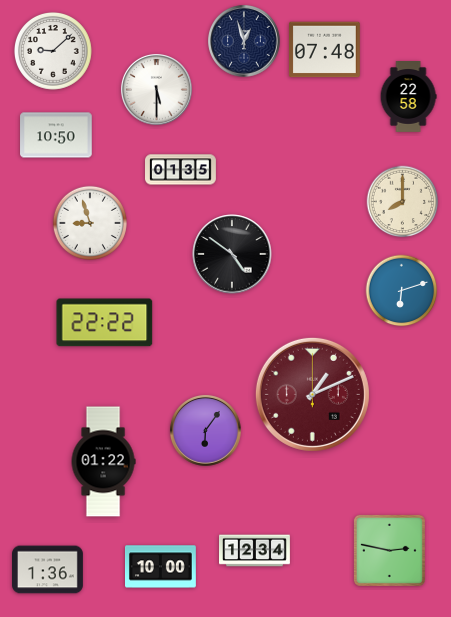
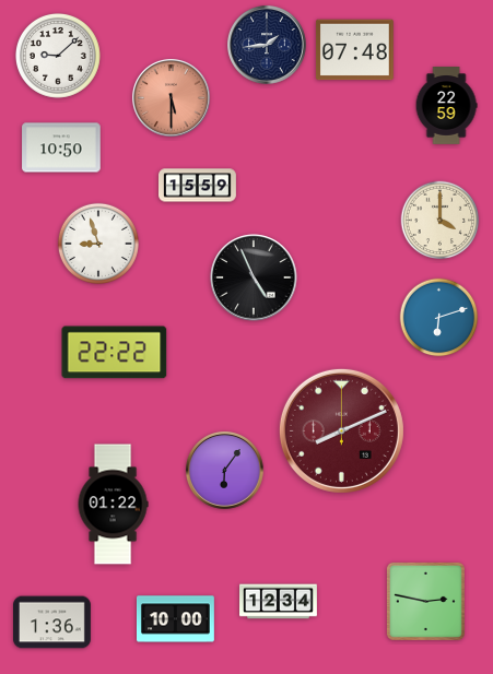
clock at (245, 42): 12:57 -> 1:44
clock at (324, 50) position: (324, 50) -> (354, 50)
clock at (156, 89) dial: white -> salmon
clock at (408, 97): 22:58 -> 22:59
clock at (181, 170): 01:35 -> 15:59
clock at (403, 202): 8:00 -> 4:00
clock at (232, 254): 4:51 -> 4:56
clock at (312, 394): 1:11 -> 8:11
